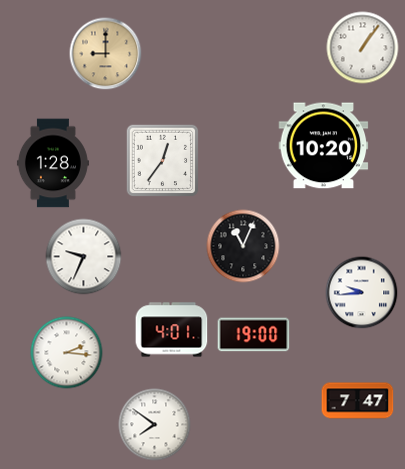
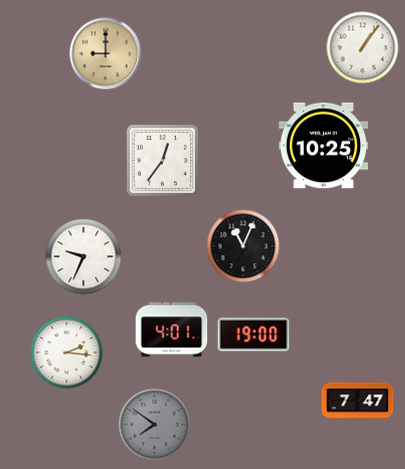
clock at (324, 146): 10:20 -> 10:25
clock at (53, 163): 1:28 -> none
clock at (362, 293): 9:44 -> none
clock at (155, 425) dial: white -> grey
